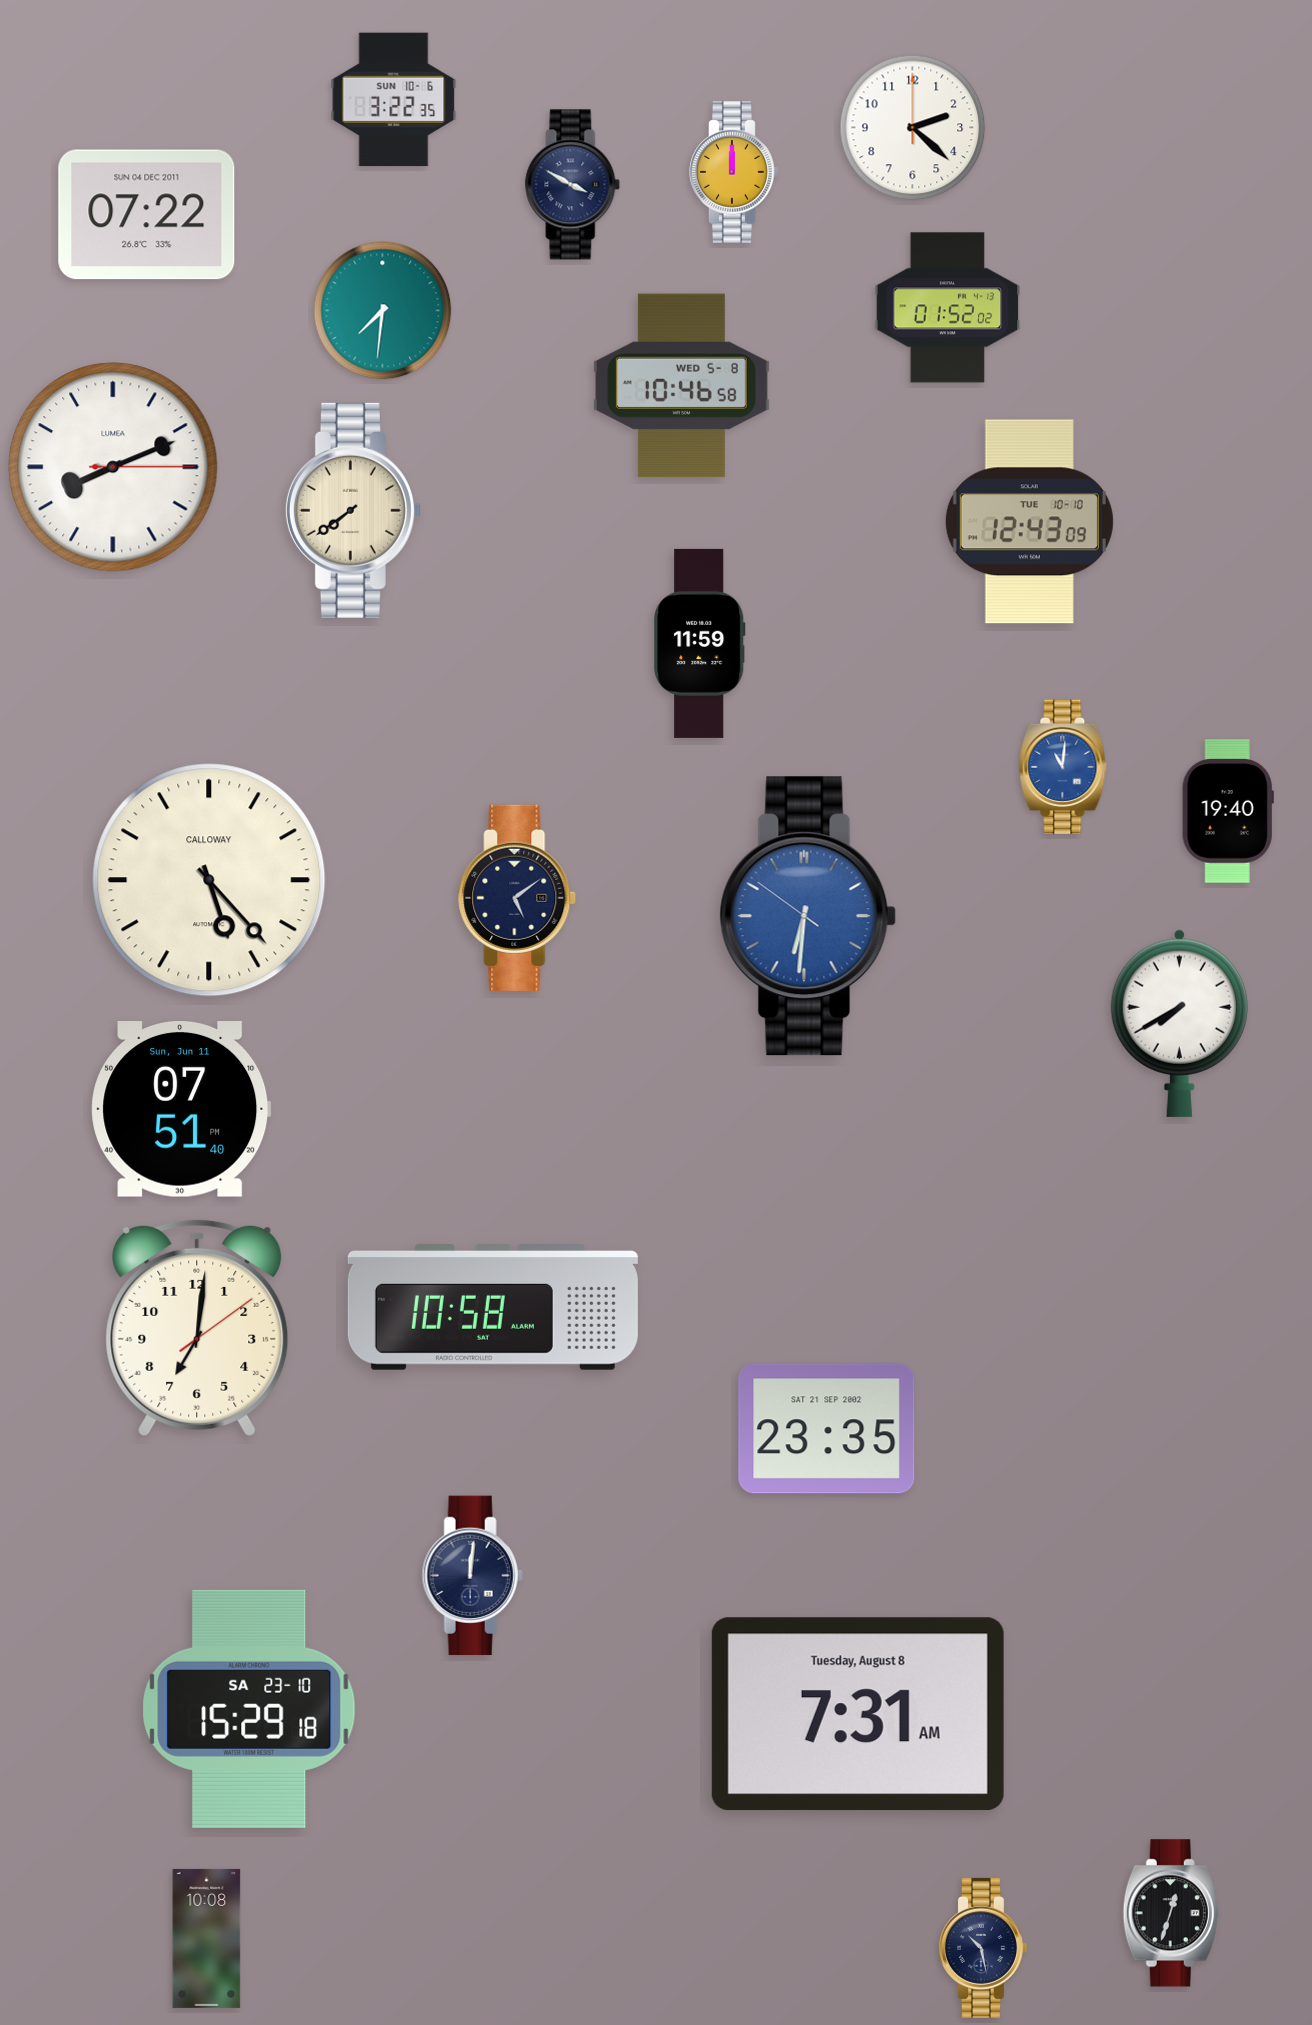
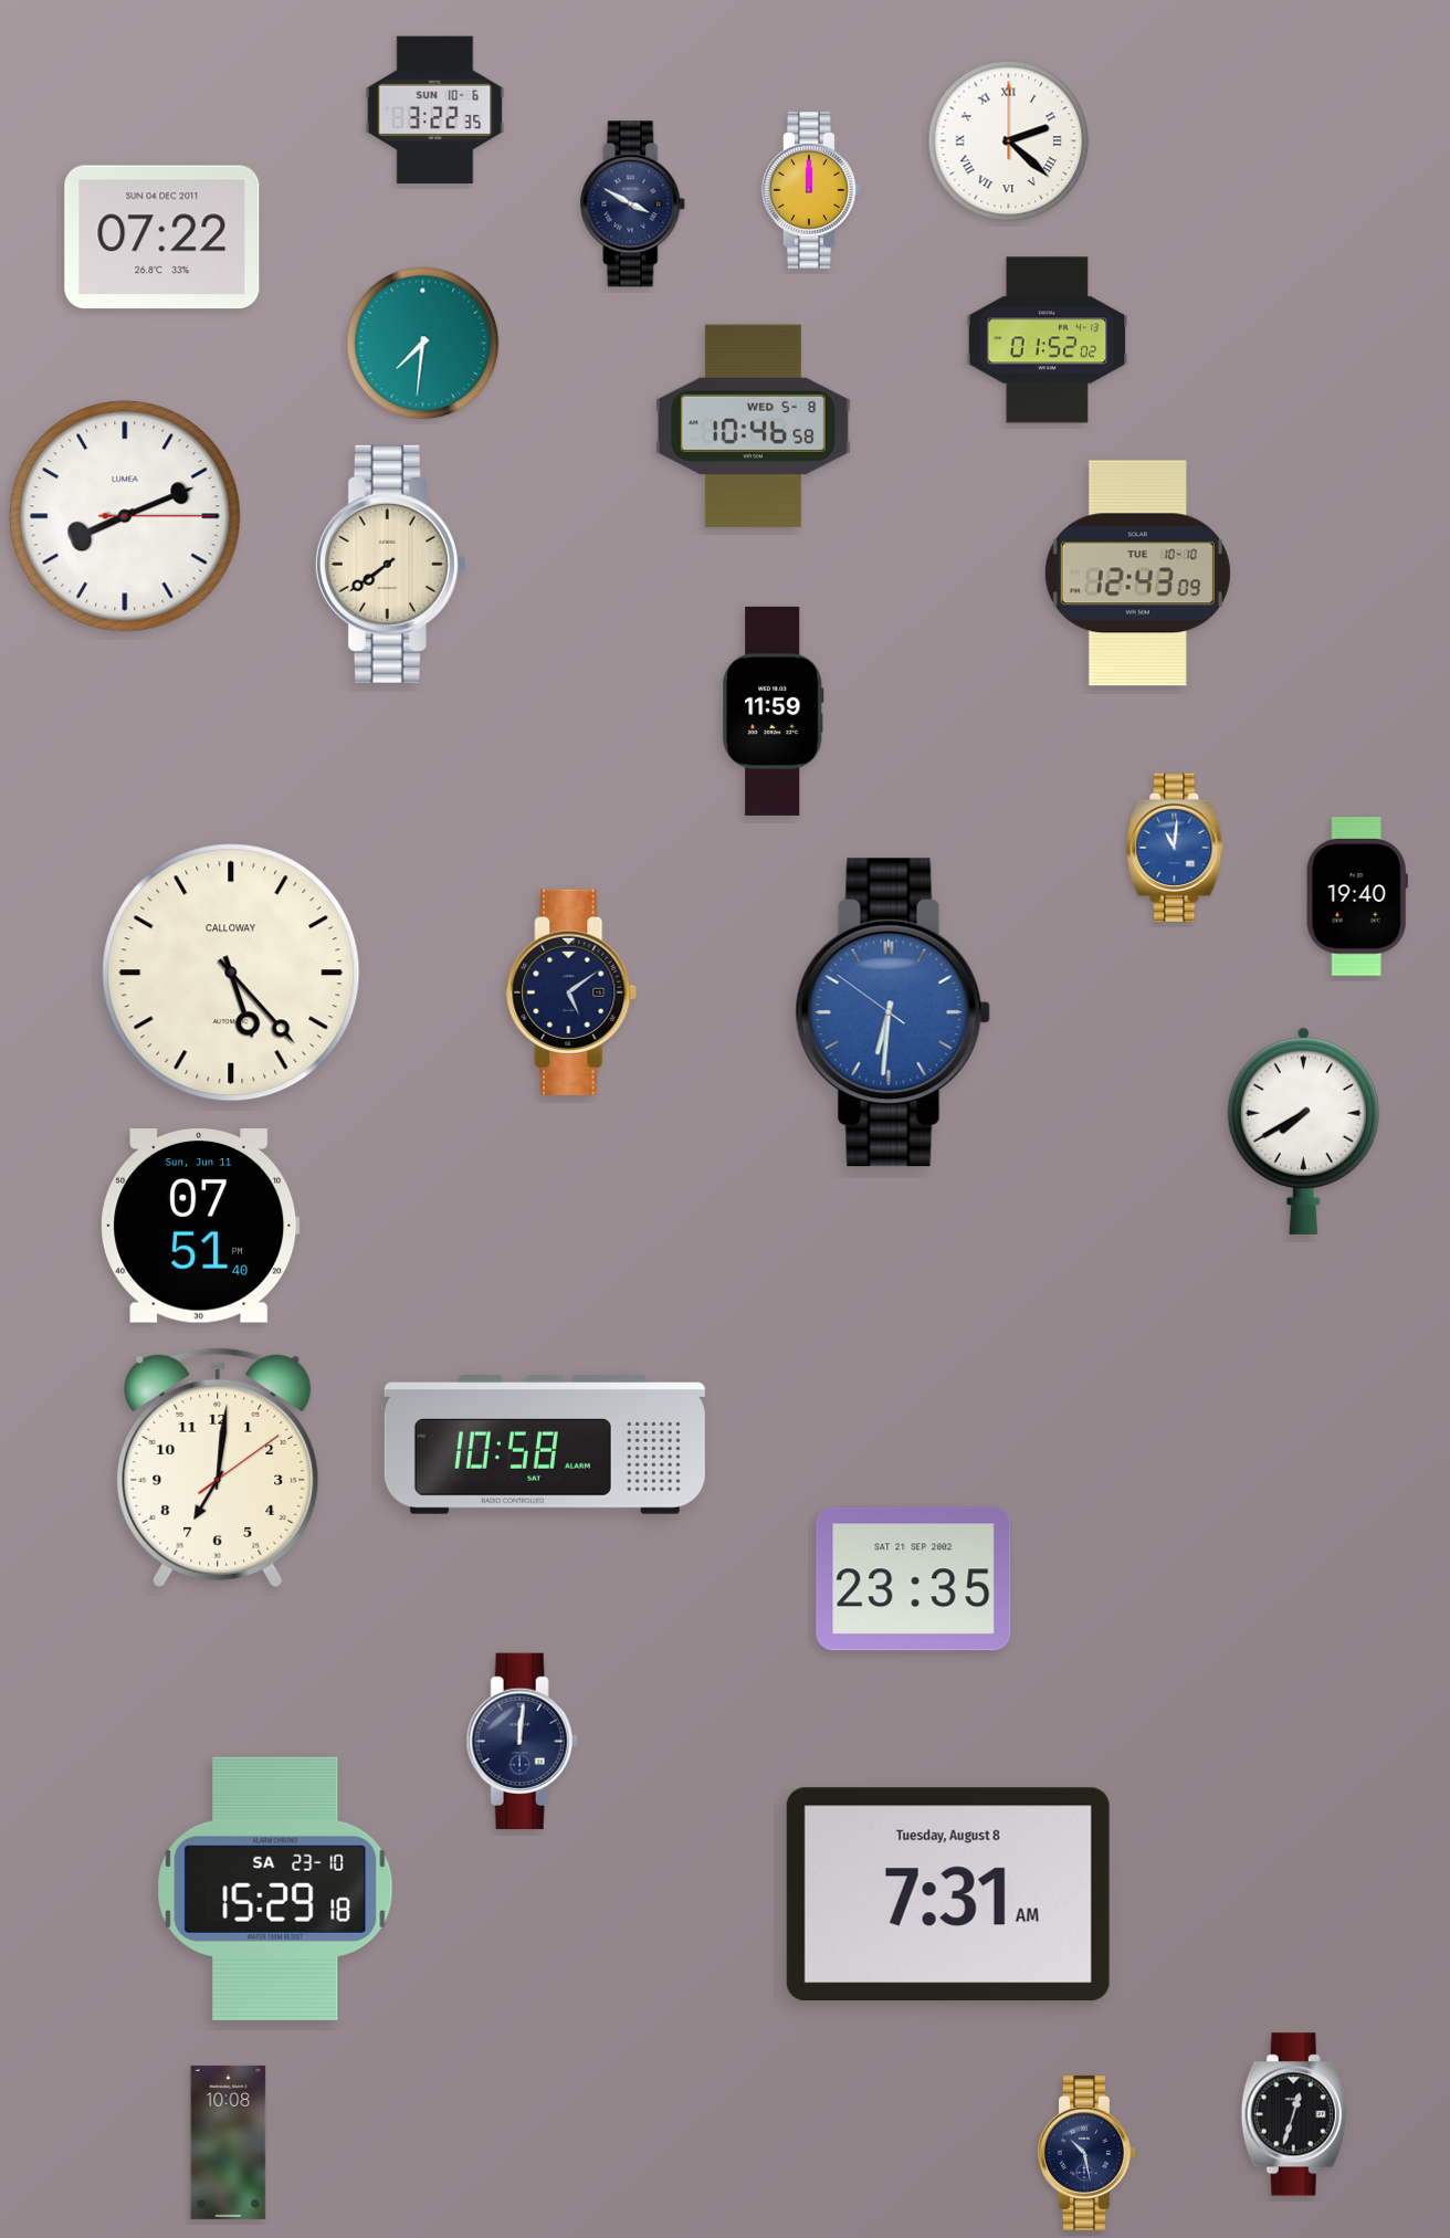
clock at (913, 128) numerals: Arabic -> Roman
clock at (1029, 522) position: (1029, 522) -> (1137, 574)
